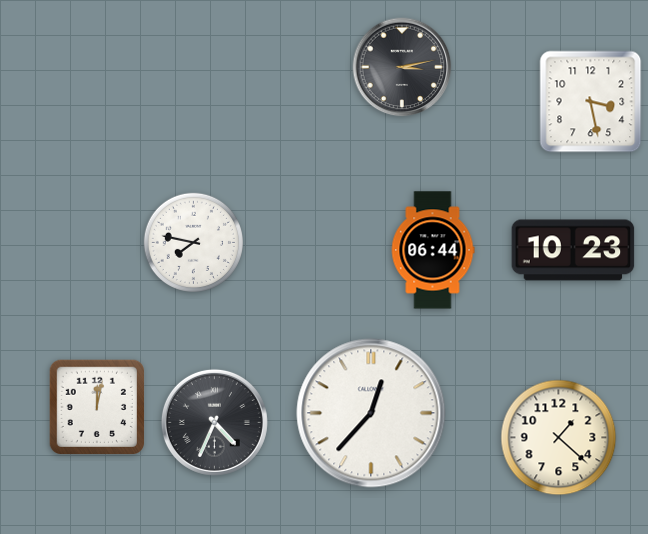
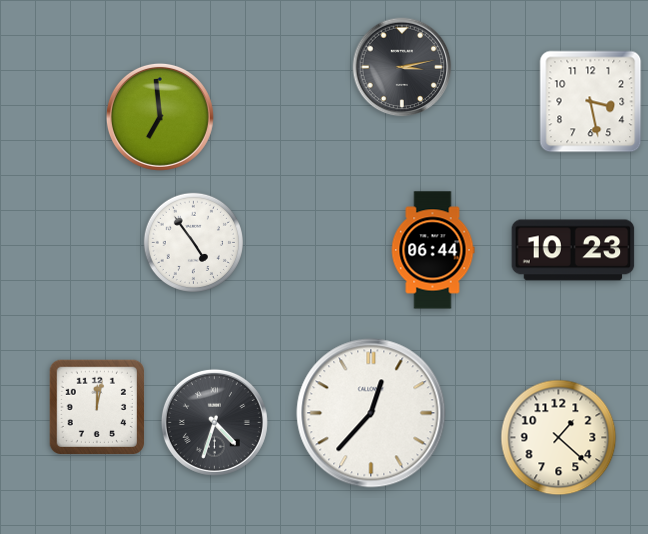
clock at (160, 117): none -> 6:59
clock at (193, 242): 7:47 -> 4:54
clock at (214, 422): 4:34 -> 4:33
